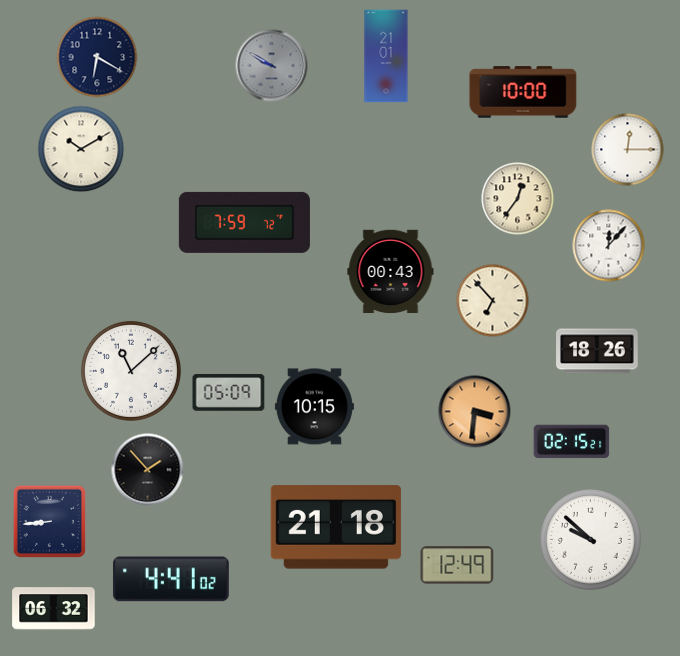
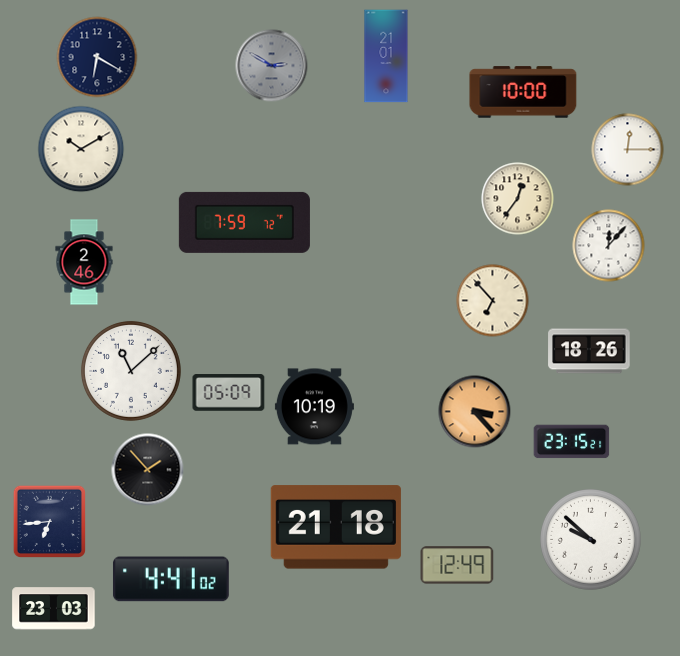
clock at (272, 66): 9:50 -> 2:50
clock at (84, 262): none -> 2:46
clock at (391, 272): 00:43 -> none
clock at (597, 351) position: (597, 351) -> (589, 351)
clock at (314, 407): 10:15 -> 10:19
clock at (475, 412): 3:31 -> 3:23
clock at (572, 442): 02:15 -> 23:15
clock at (49, 521): 8:44 -> 6:44
clock at (54, 609): 06:32 -> 23:03
